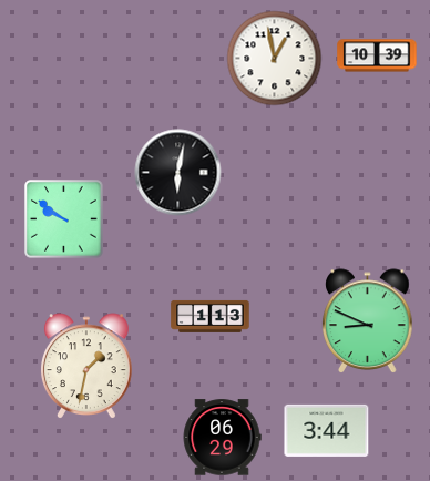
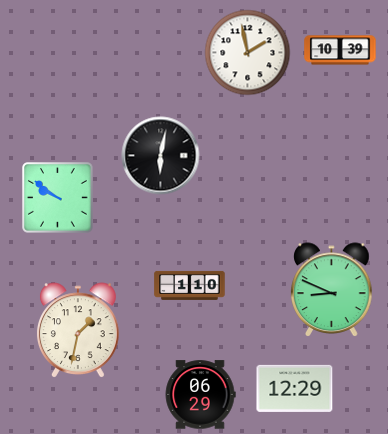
clock at (275, 59): 12:58 -> 1:58
clock at (211, 316): 1:13 -> 1:10
clock at (327, 430): 3:44 -> 12:29
